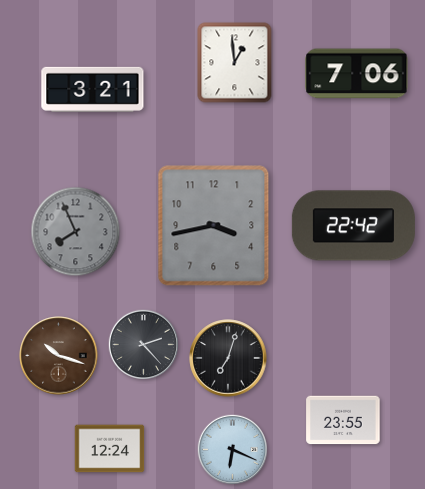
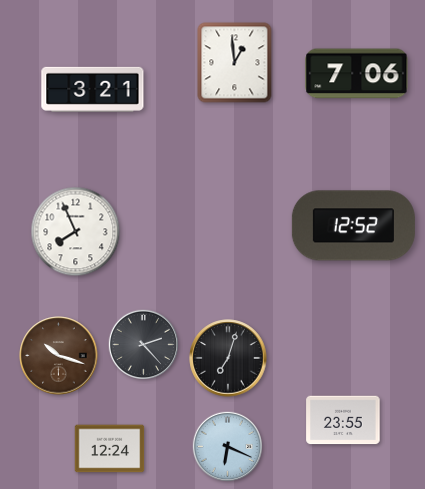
clock at (214, 226): 3:43 -> none
clock at (353, 226): 22:42 -> 12:52
clock at (76, 232) dial: grey -> white
clock at (233, 450) position: (233, 450) -> (228, 447)
